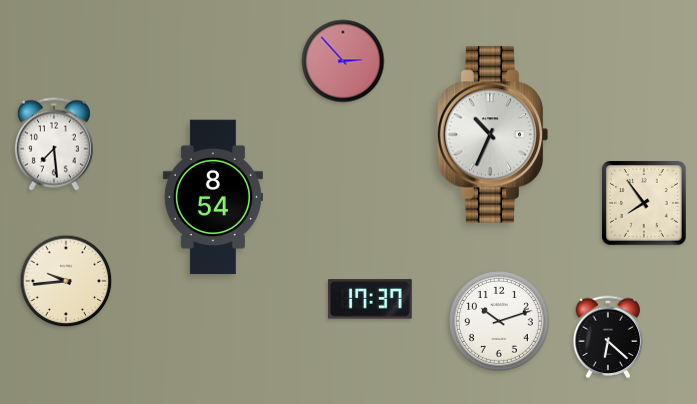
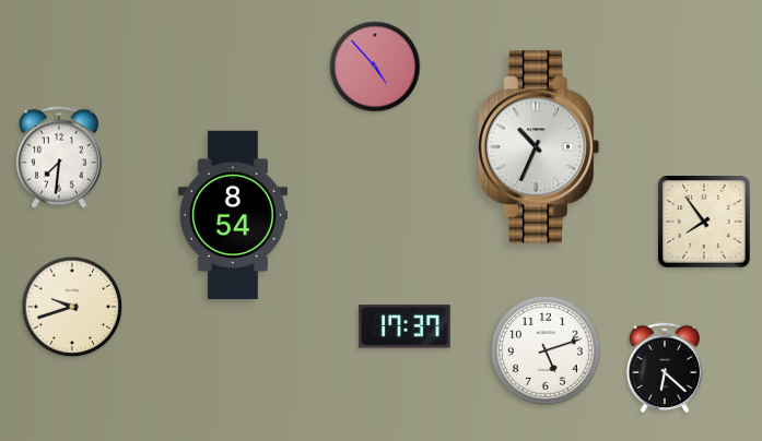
clock at (343, 61): 2:53 -> 4:53
clock at (54, 144): 7:29 -> 7:31
clock at (66, 281): 9:44 -> 9:42
clock at (499, 321): 10:12 -> 5:12
